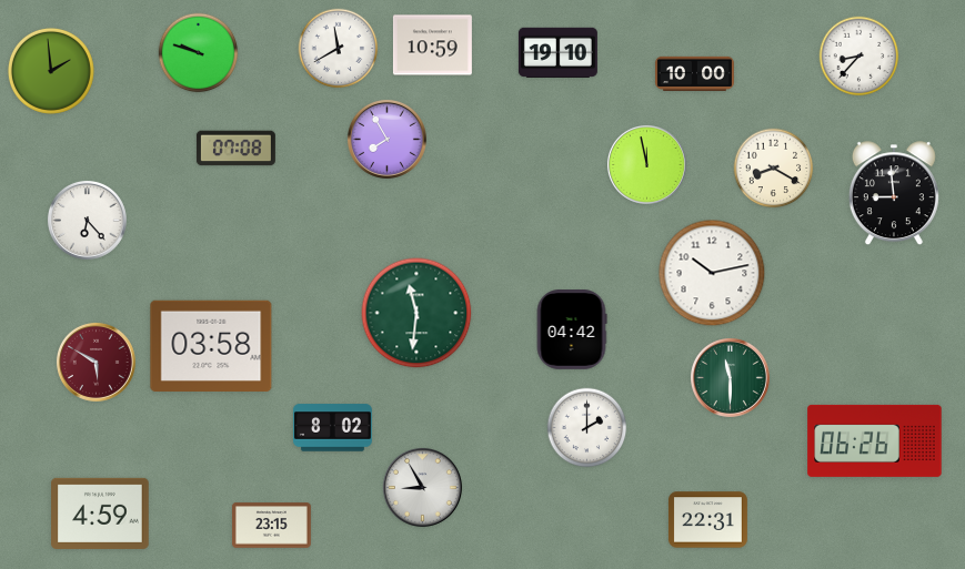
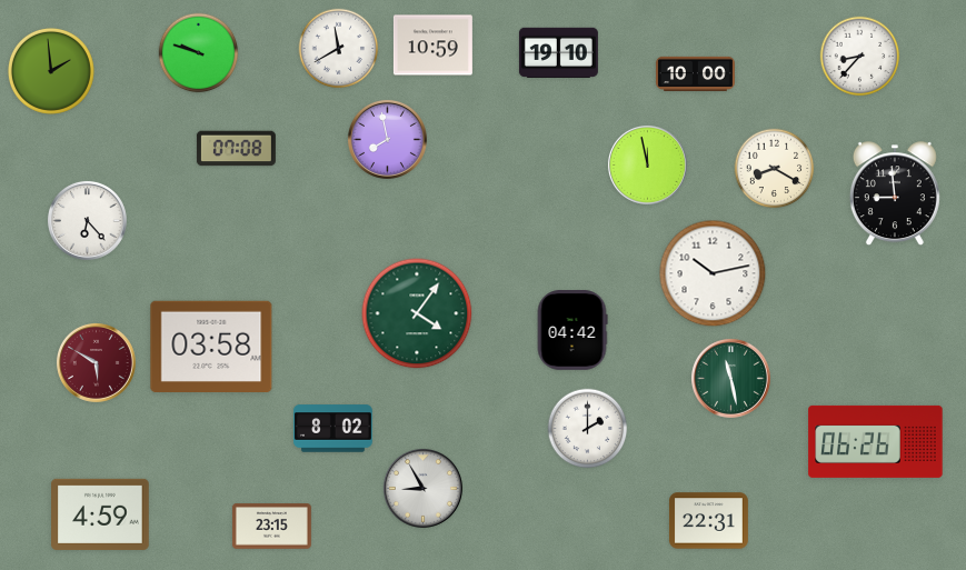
clock at (386, 139): 7:55 -> 7:58
clock at (416, 313): 11:31 -> 4:06
clock at (730, 377): 11:30 -> 11:28
